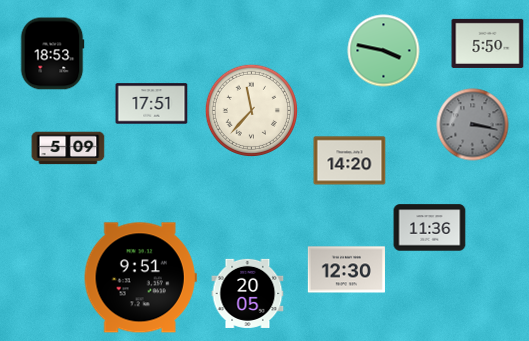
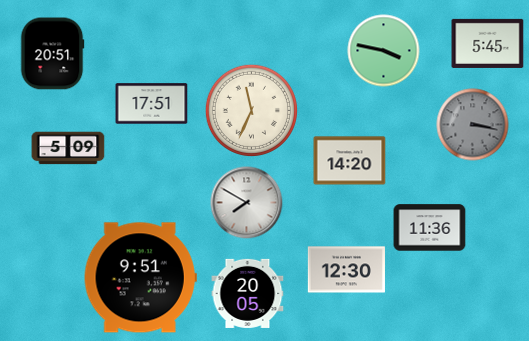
clock at (488, 43): 5:50 -> 5:45
clock at (52, 54): 18:53 -> 20:51
clock at (251, 110): 11:37 -> 11:34
clock at (247, 203): none -> 7:50
